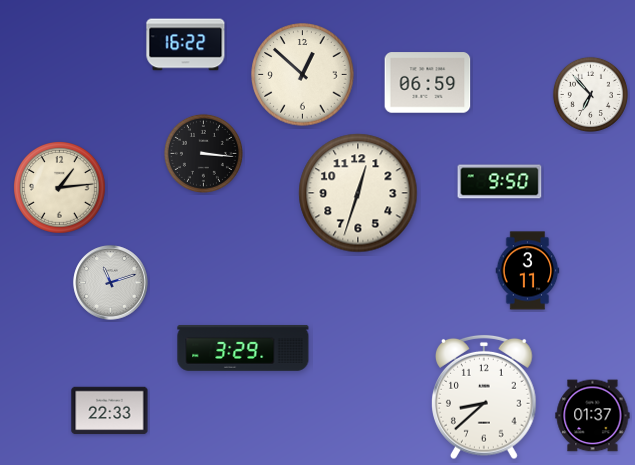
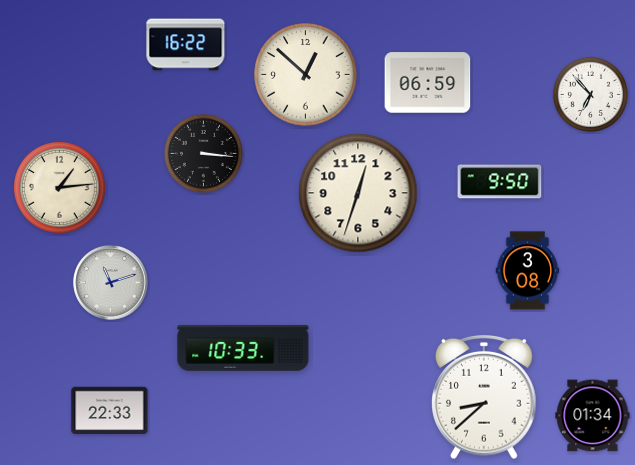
clock at (303, 75) position: (303, 75) -> (306, 75)
clock at (528, 271): 3:11 -> 3:08
clock at (243, 348): 3:29 -> 10:33
clock at (593, 416): 01:37 -> 01:34
